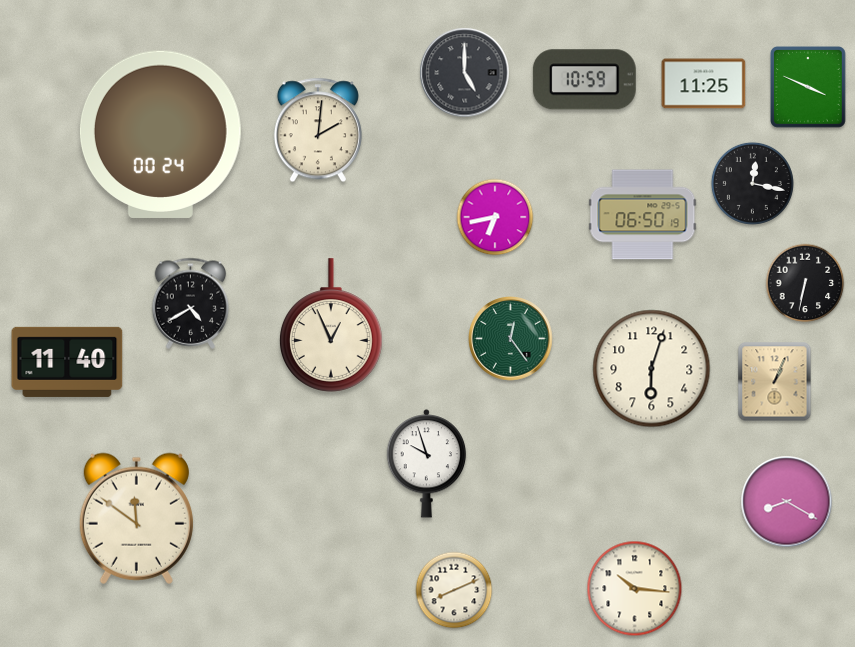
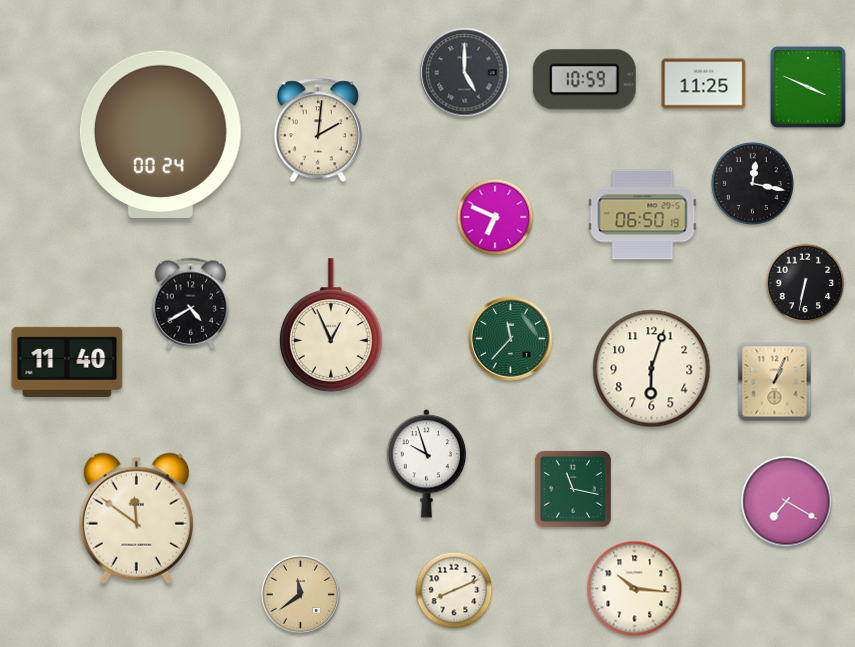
clock at (495, 217): 6:43 -> 6:49
clock at (511, 339): 12:24 -> 11:37
clock at (573, 489): none -> 11:17
clock at (787, 502): 8:20 -> 7:20
clock at (300, 594): none -> 11:39
